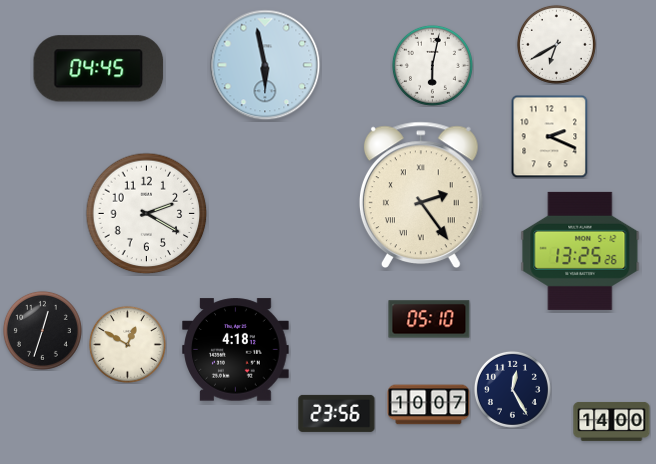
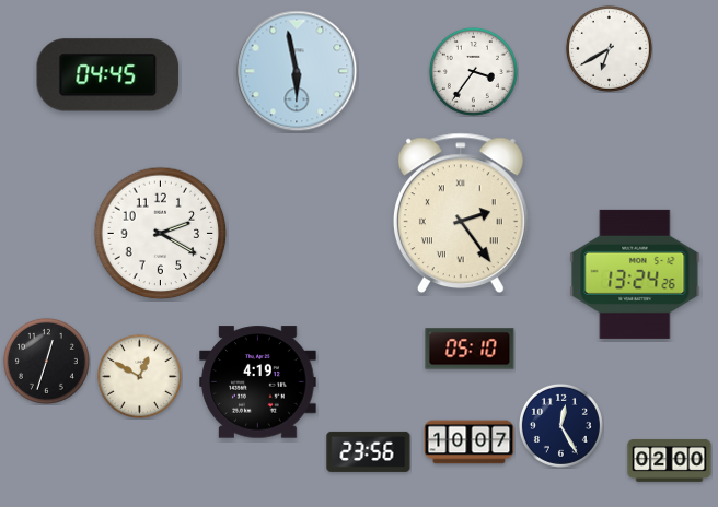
clock at (265, 65) position: (265, 65) -> (297, 71)
clock at (432, 65): 6:02 -> 3:36
clock at (550, 136): 2:19 -> none
clock at (580, 251): 13:25 -> 13:24
clock at (236, 350): 4:18 -> 4:19
clock at (612, 421): 14:00 -> 02:00
